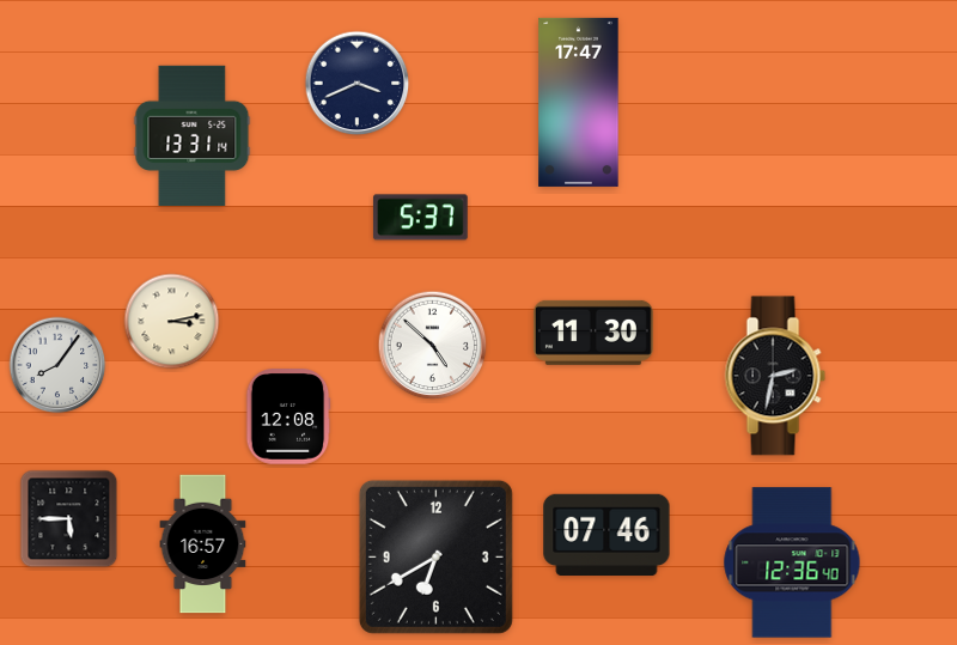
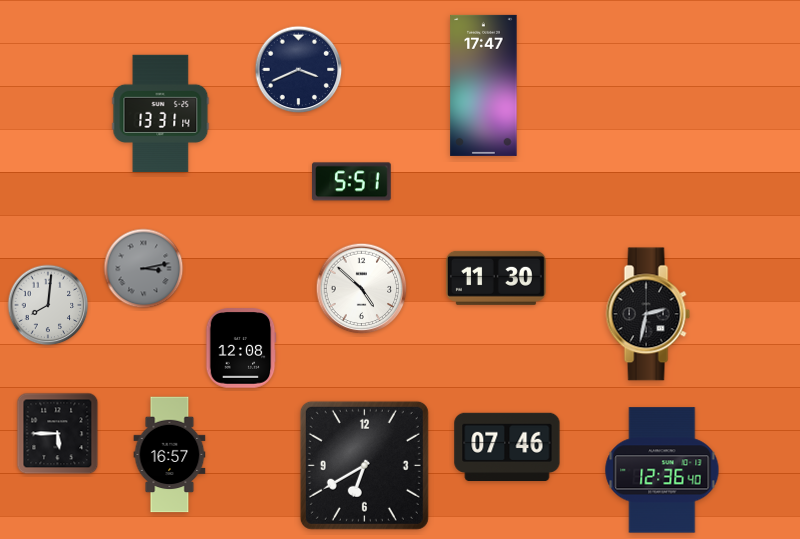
clock at (421, 218): 5:37 -> 5:51
clock at (172, 322) dial: cream -> grey
clock at (57, 365): 8:06 -> 8:01
